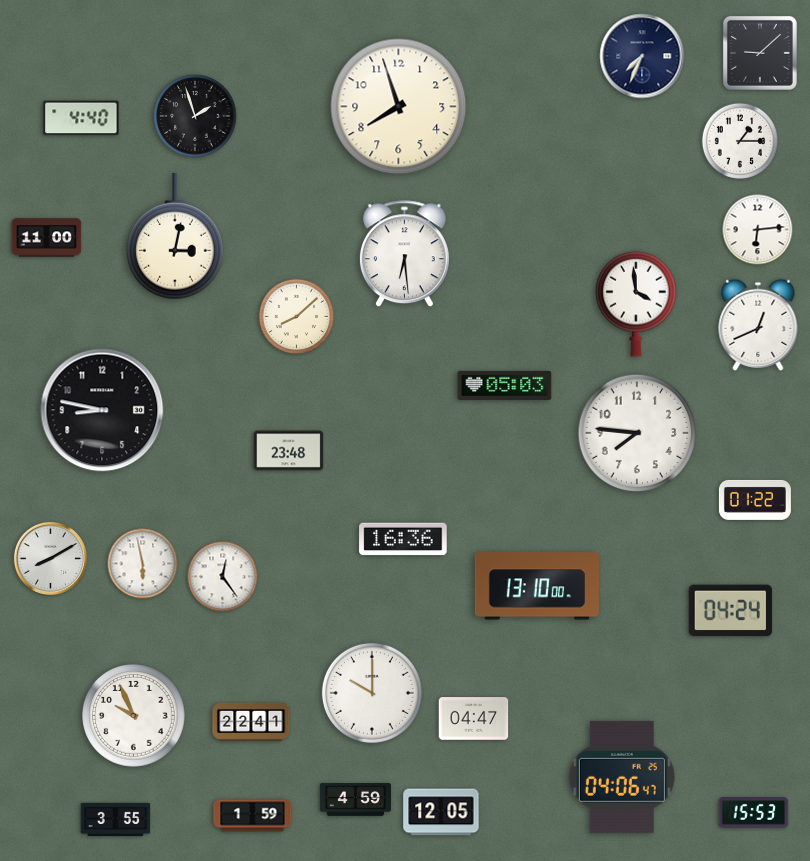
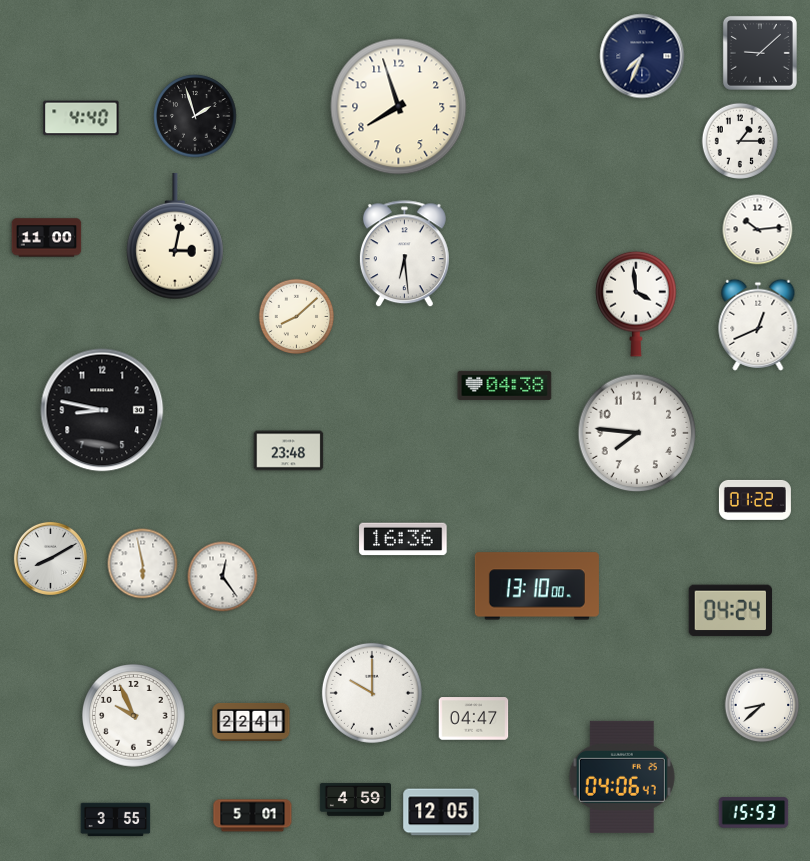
clock at (758, 230): 6:14 -> 10:14
clock at (505, 385): 05:03 -> 04:38
clock at (762, 705): none -> 8:38
clock at (253, 816): 1:59 -> 5:01
